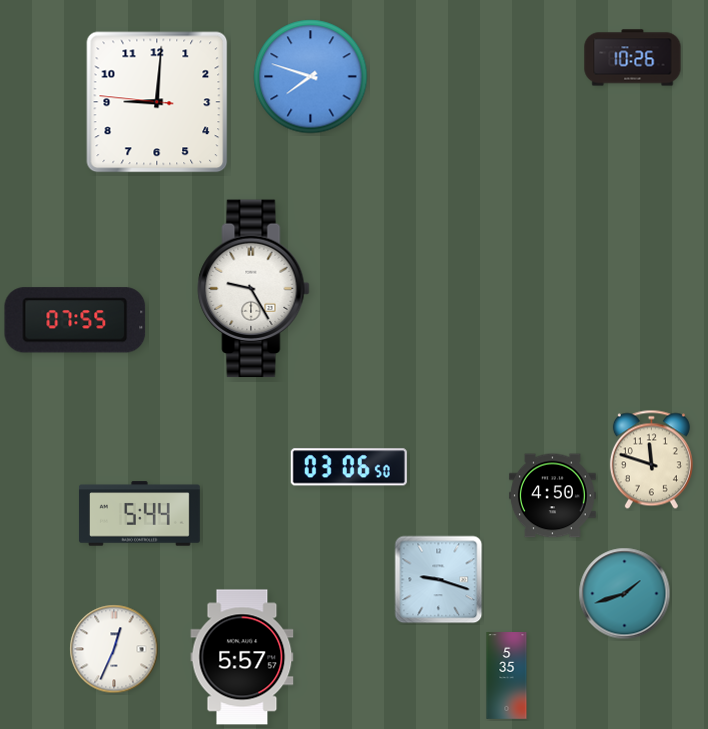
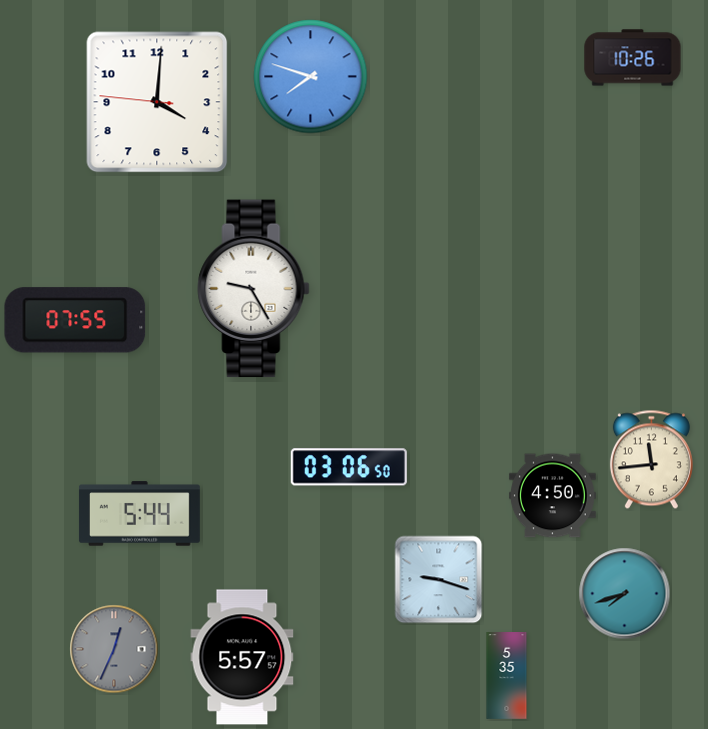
clock at (157, 102): 9:00 -> 4:00
clock at (651, 460): 11:48 -> 11:44
clock at (625, 594): 1:42 -> 7:42
clock at (114, 649) dial: white -> grey
